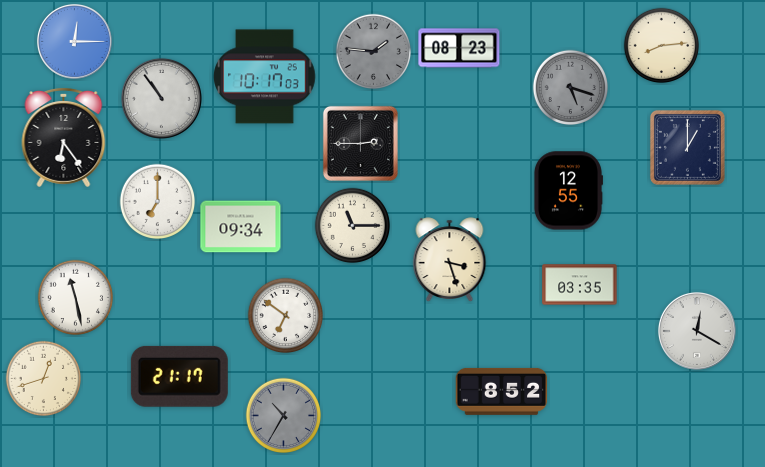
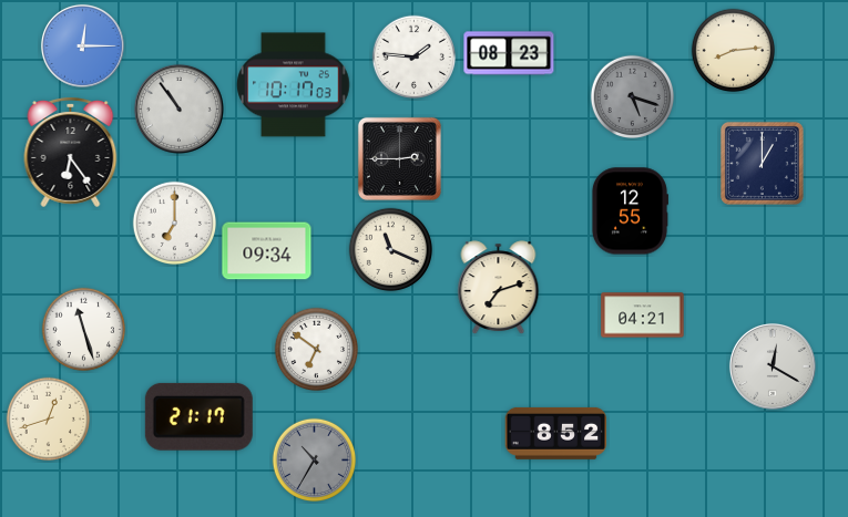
clock at (374, 52) dial: grey -> white
clock at (353, 226): 11:15 -> 11:19
clock at (450, 259): 3:27 -> 7:12
clock at (580, 285): 03:35 -> 04:21
clock at (76, 298): 11:28 -> 11:27
